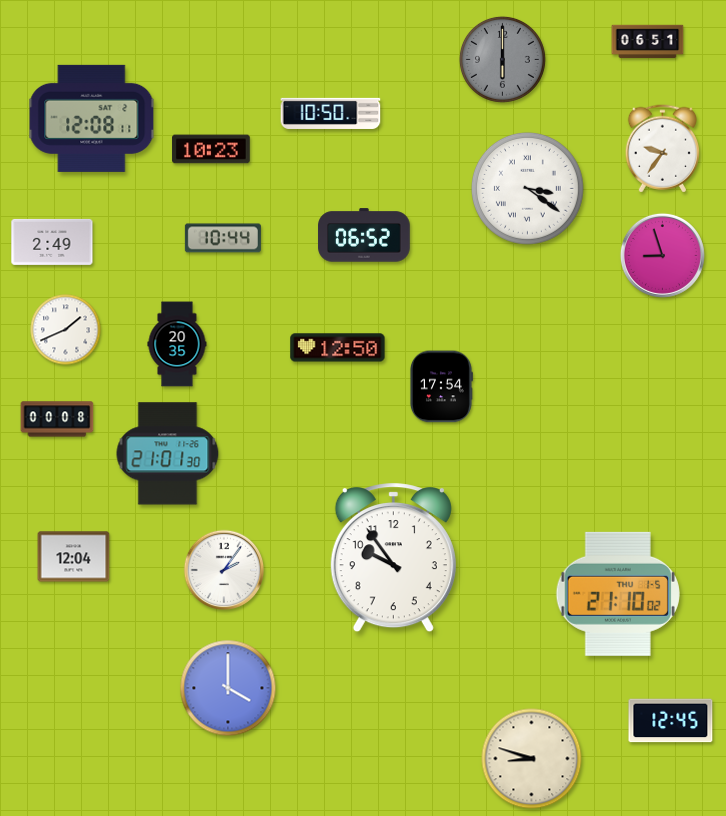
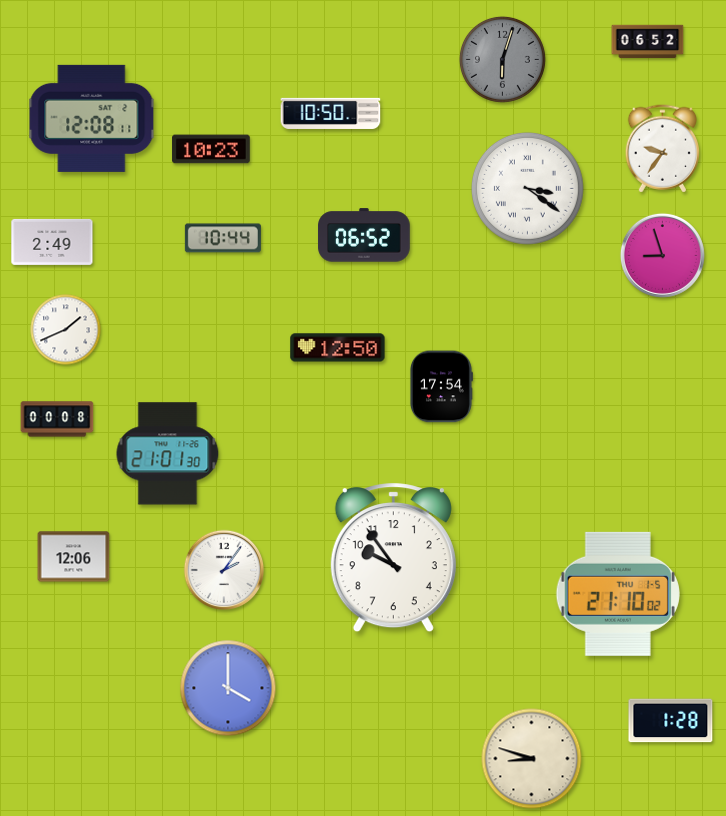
clock at (648, 42): 06:51 -> 06:52
clock at (502, 59): 6:00 -> 6:03
clock at (177, 344): 20:35 -> none
clock at (74, 557): 12:04 -> 12:06
clock at (671, 721): 12:45 -> 1:28
